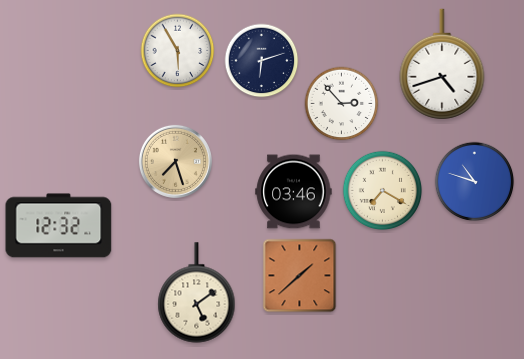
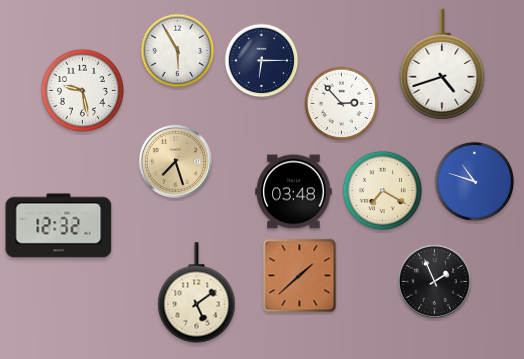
clock at (262, 61): 6:12 -> 6:15
clock at (82, 90): none -> 9:28
clock at (294, 192): 03:46 -> 03:48
clock at (434, 281): none -> 1:56
